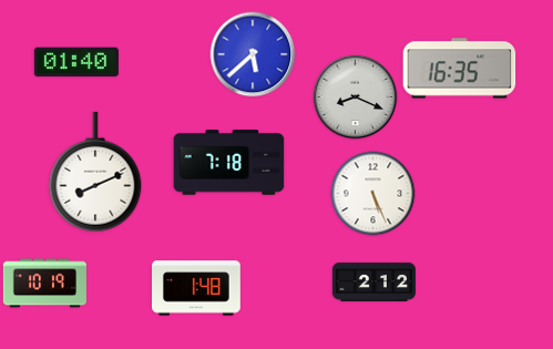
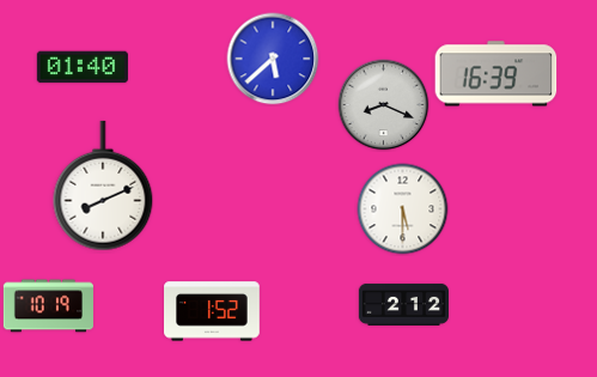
clock at (460, 69): 16:35 -> 16:39
clock at (229, 163): 7:18 -> none
clock at (373, 194): 5:26 -> 5:30
clock at (197, 288): 1:48 -> 1:52
